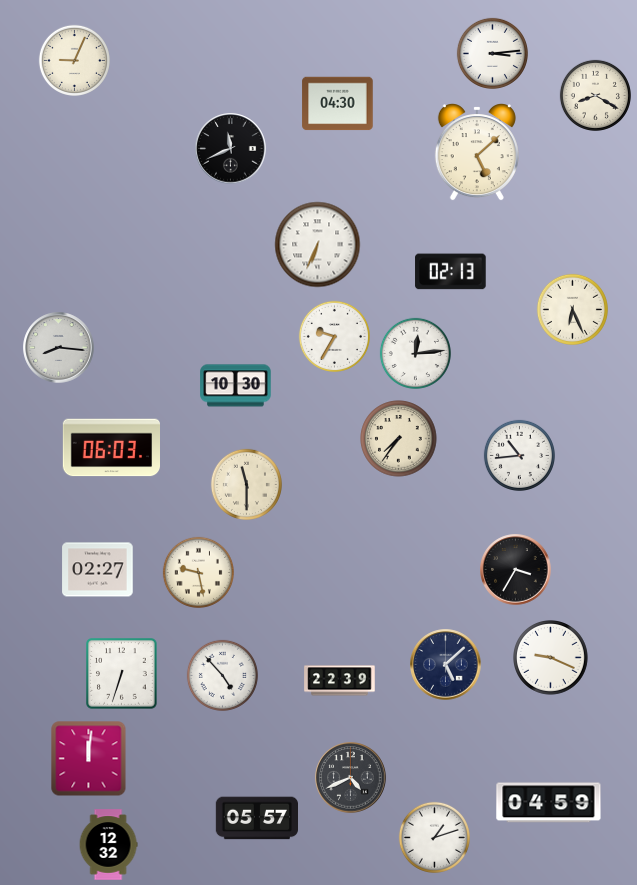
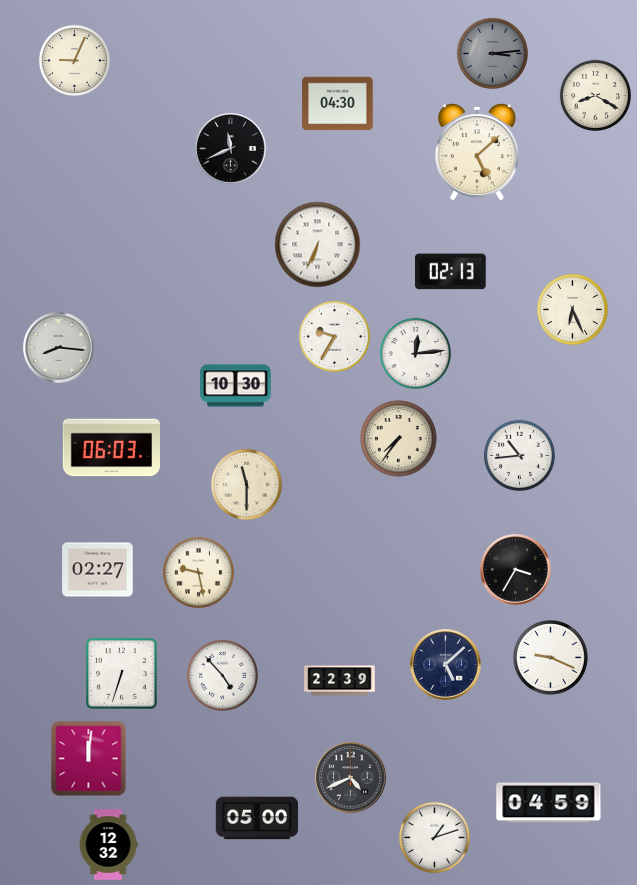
clock at (492, 53) dial: white -> grey
clock at (256, 818): 05:57 -> 05:00
